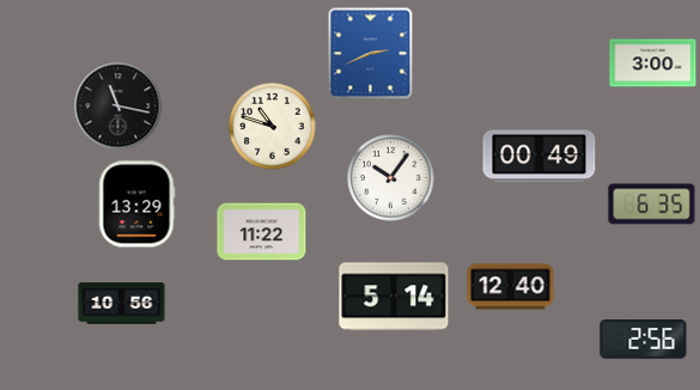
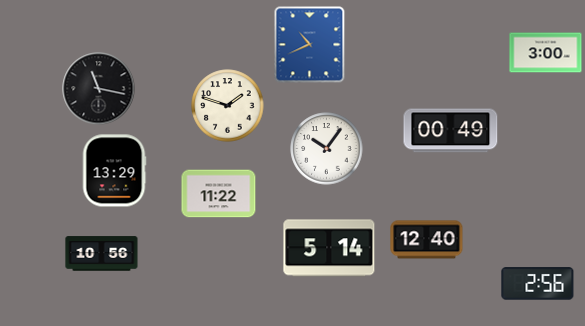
clock at (371, 54): 2:41 -> 10:41
clock at (273, 127): 10:48 -> 1:48
clock at (652, 205): 6:35 -> none
